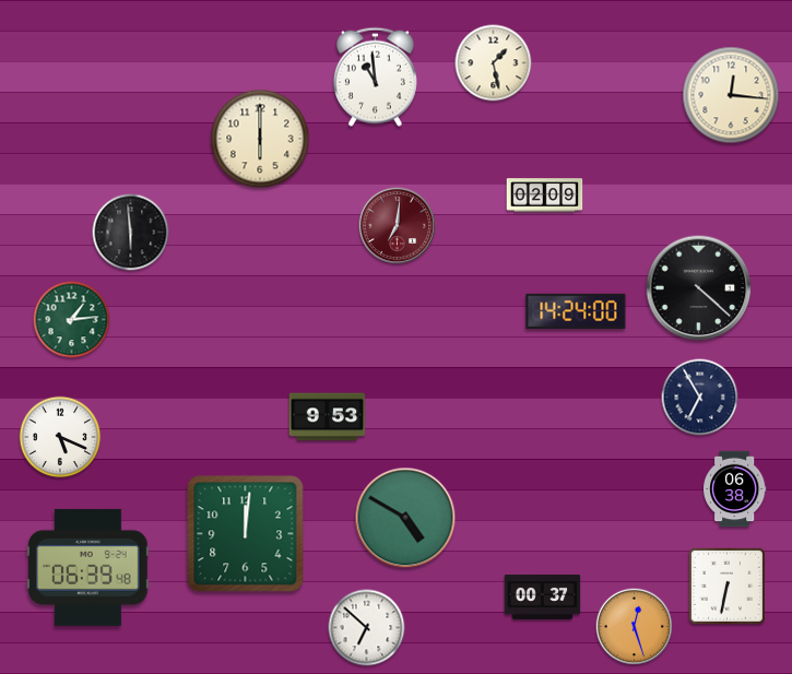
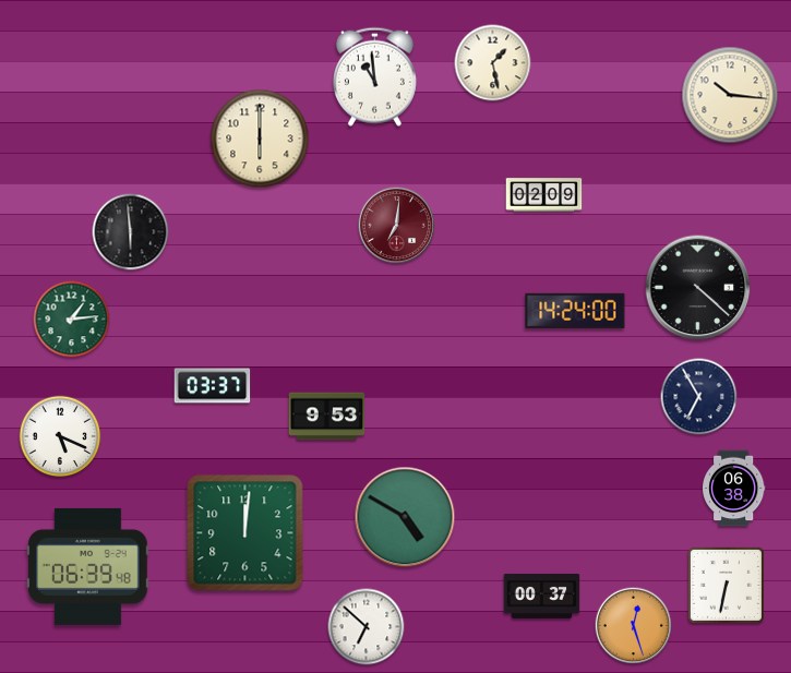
clock at (731, 95): 12:16 -> 10:16
clock at (213, 386): none -> 03:37
